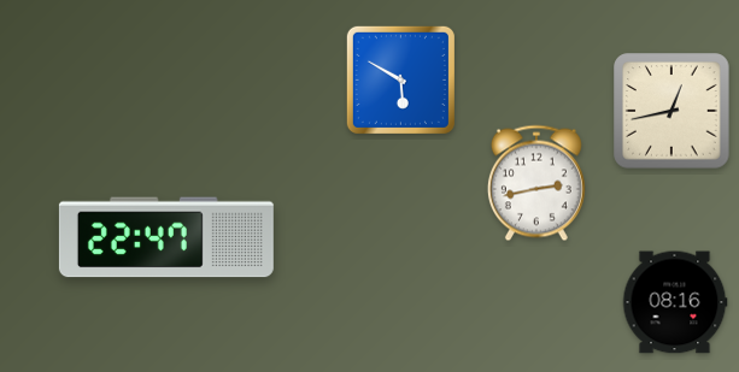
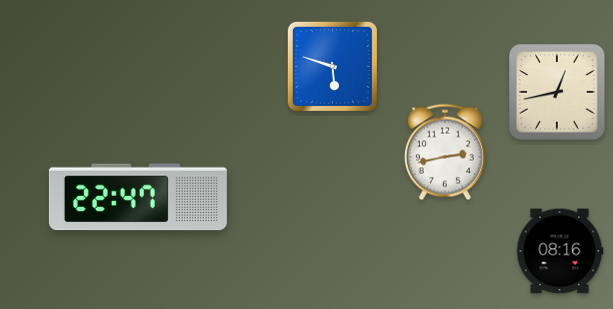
clock at (400, 79): 5:50 -> 5:48
